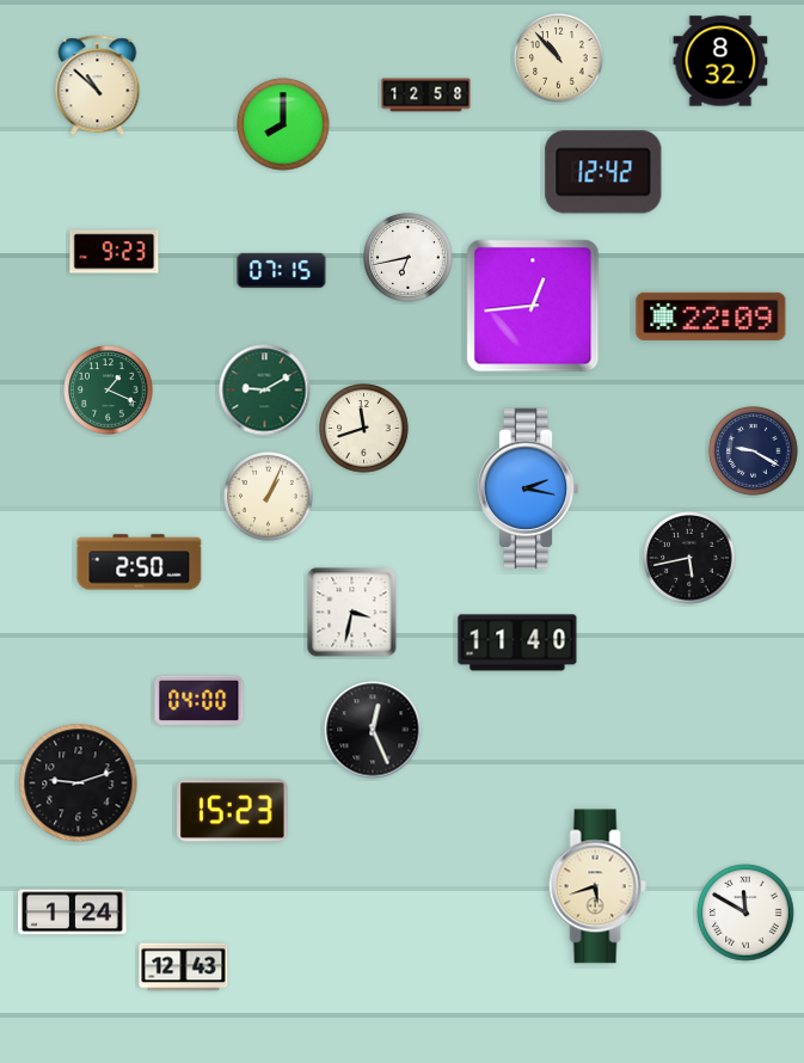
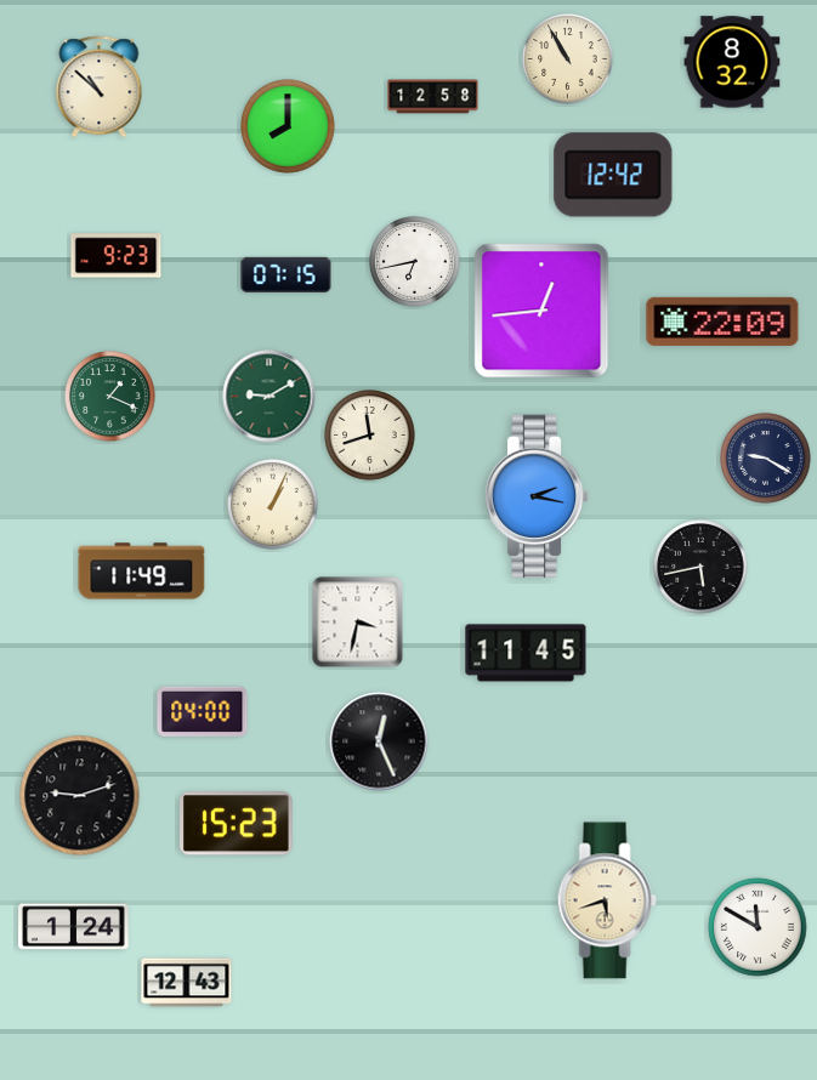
clock at (559, 59): 10:53 -> 10:55
clock at (140, 563): 2:50 -> 11:49
clock at (517, 643): 11:40 -> 11:45
